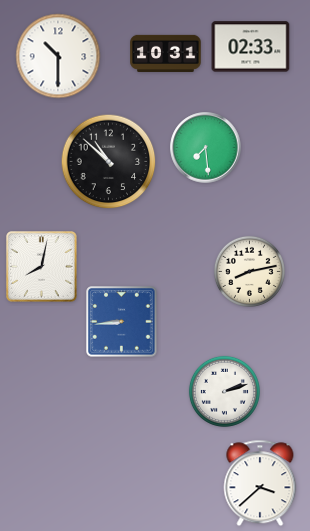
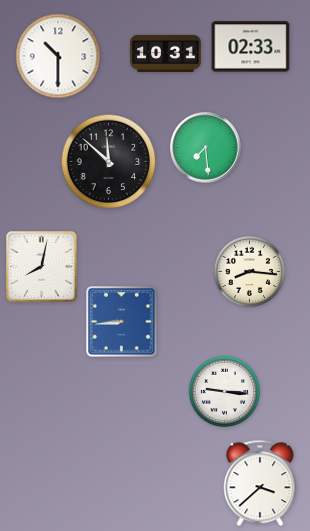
clock at (109, 162): 10:52 -> 11:52
clock at (249, 271): 8:13 -> 8:16
clock at (224, 391): 2:12 -> 9:16
